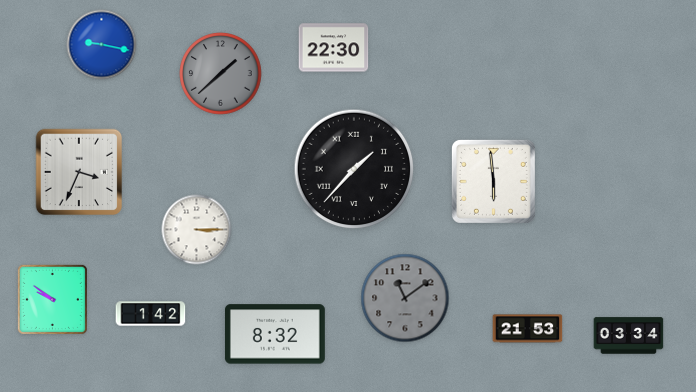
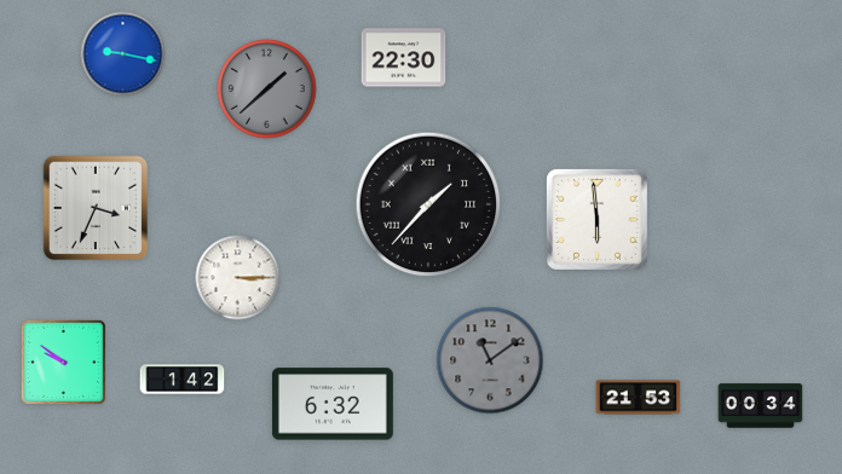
clock at (275, 334): 8:32 -> 6:32
clock at (629, 336): 03:34 -> 00:34
